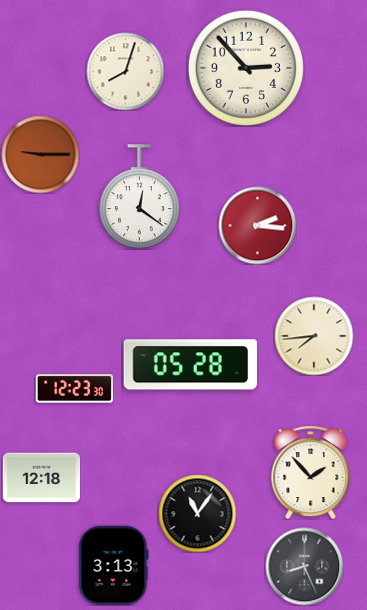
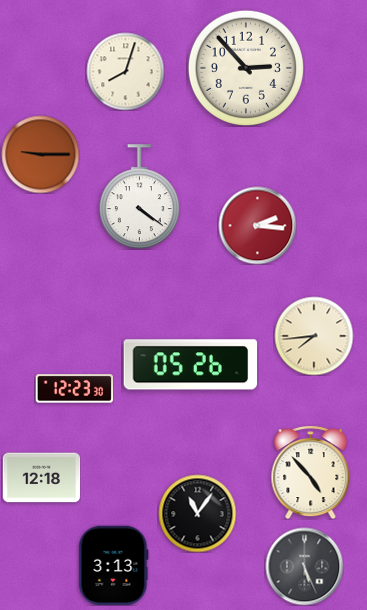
clock at (139, 197): 12:21 -> 4:21
clock at (191, 365): 05:28 -> 05:26
clock at (311, 473): 1:53 -> 4:53
clock at (304, 566): 8:26 -> 5:26
